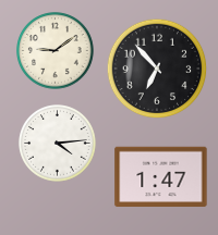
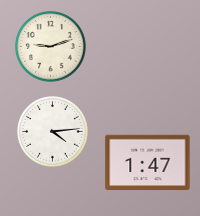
clock at (56, 51): 9:09 -> 9:12
clock at (157, 69): 6:53 -> none
